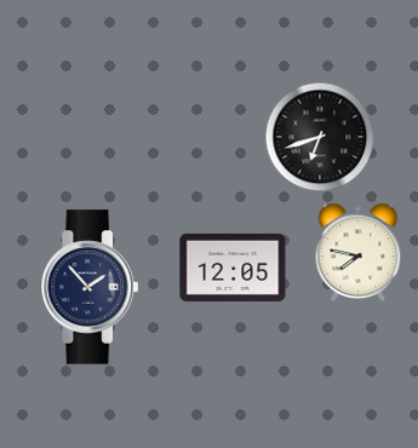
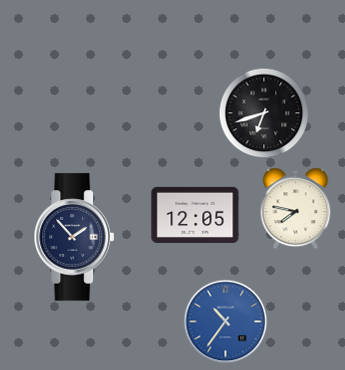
clock at (233, 268) position: (233, 268) -> (195, 215)
clock at (226, 322): none -> 10:36
